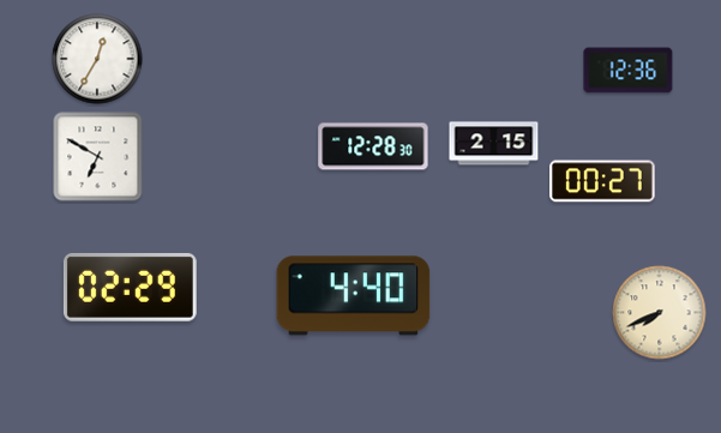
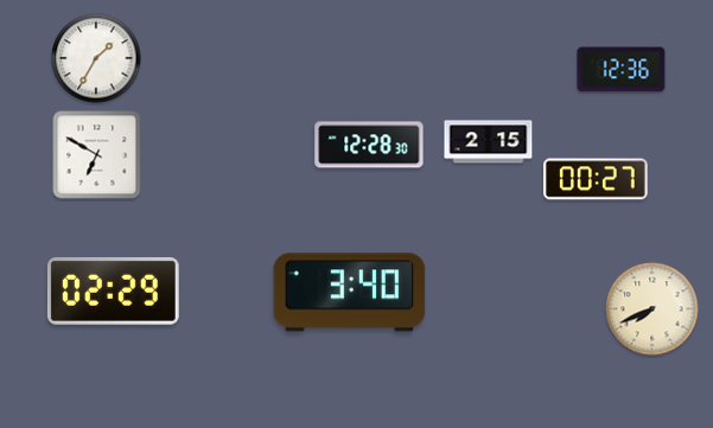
clock at (97, 59): 12:35 -> 1:35
clock at (130, 287) position: (130, 287) -> (113, 290)
clock at (354, 296): 4:40 -> 3:40
